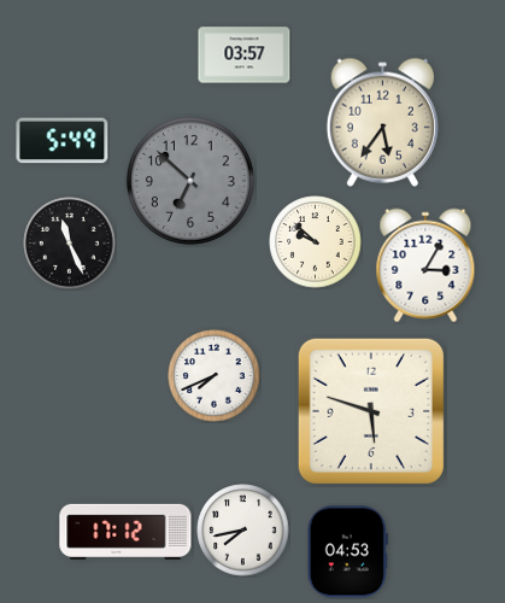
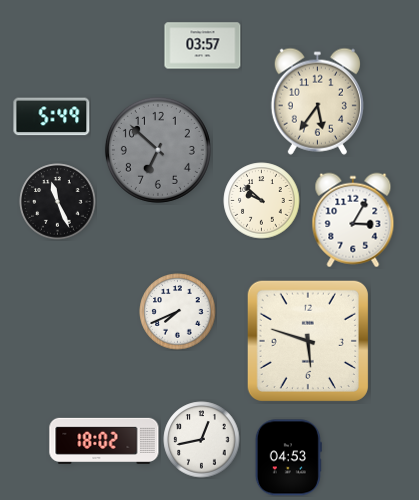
clock at (243, 531): 7:43 -> 12:43
clock at (125, 532): 17:12 -> 18:02
